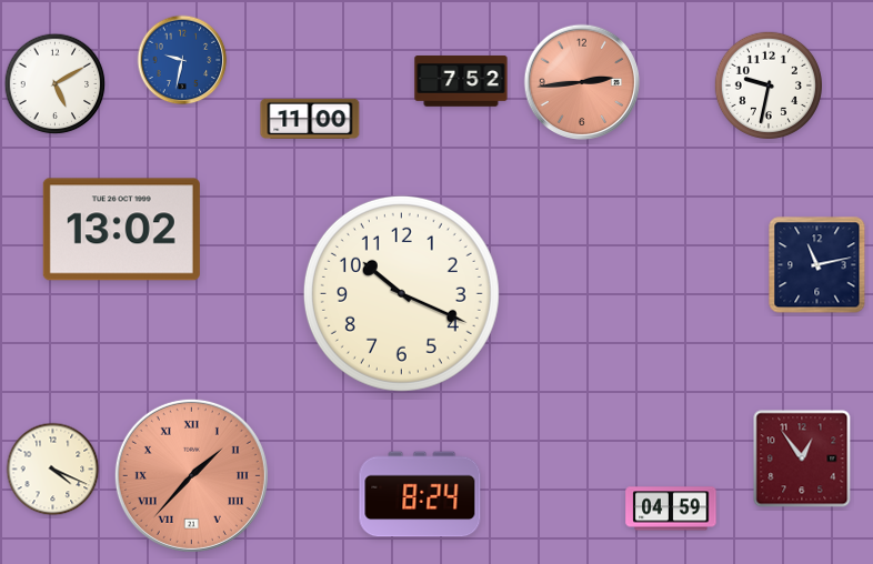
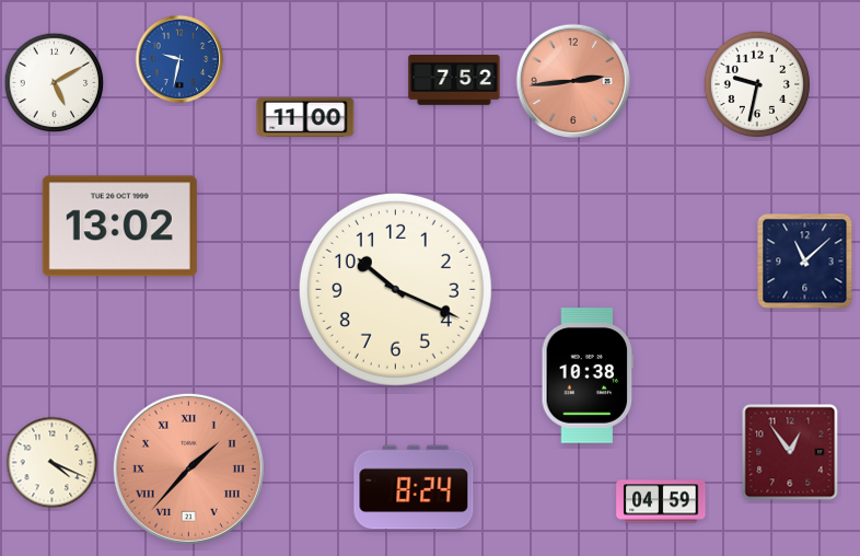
clock at (817, 265): 11:13 -> 11:08
clock at (588, 375): none -> 10:38
